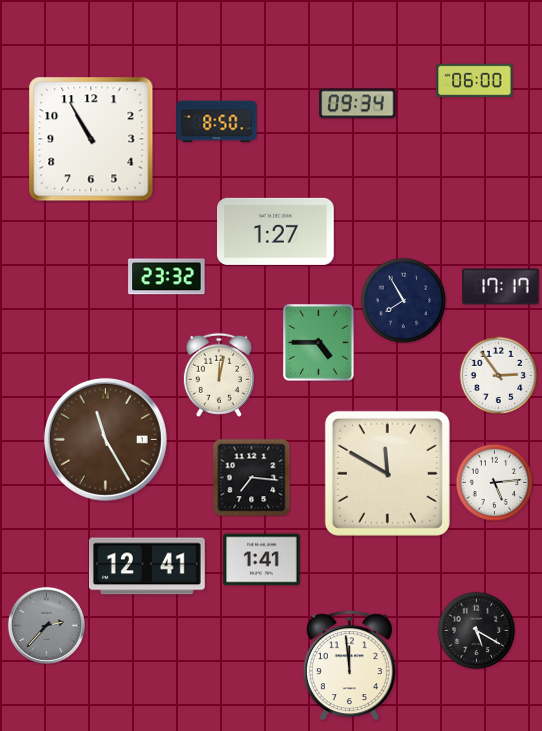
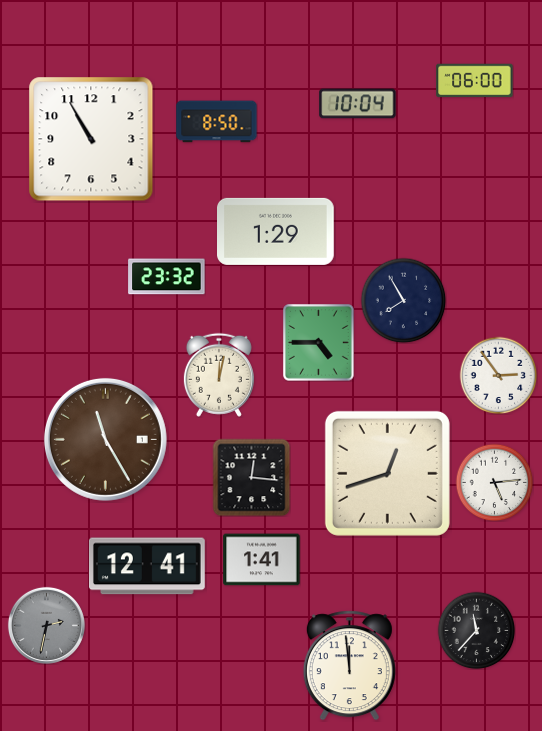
clock at (358, 104): 09:34 -> 10:04
clock at (276, 231): 1:27 -> 1:29
clock at (501, 287): 17:17 -> none
clock at (387, 473): 11:50 -> 12:42
clock at (251, 477): 7:16 -> 12:16
clock at (46, 625): 2:37 -> 2:32
clock at (476, 630): 5:20 -> 11:37
